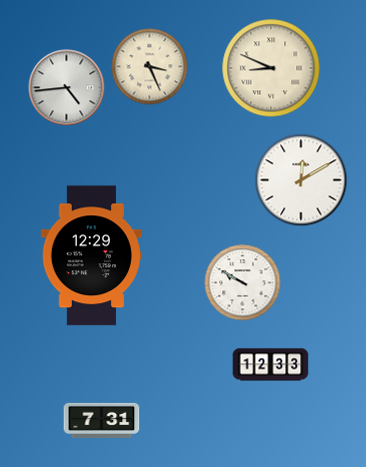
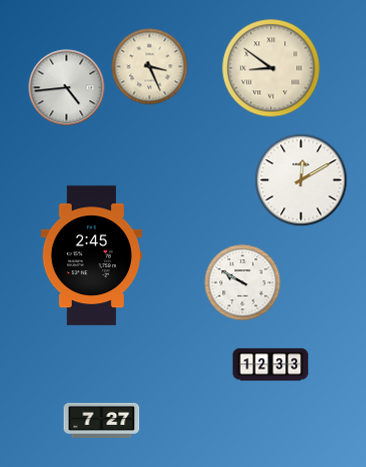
clock at (271, 68): 8:49 -> 8:51
clock at (91, 256): 12:29 -> 2:45
clock at (102, 420): 7:31 -> 7:27
